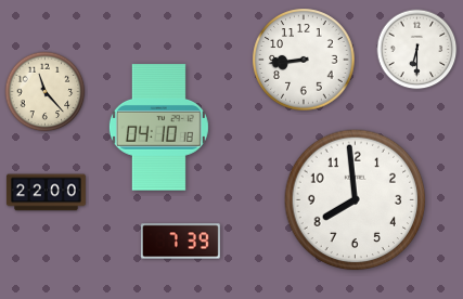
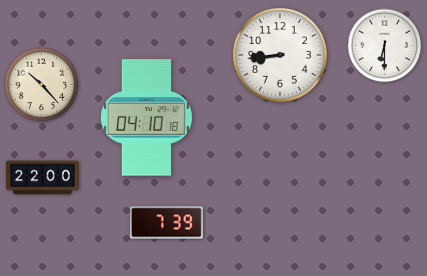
clock at (46, 92): 11:23 -> 10:23
clock at (356, 200): 7:59 -> none
